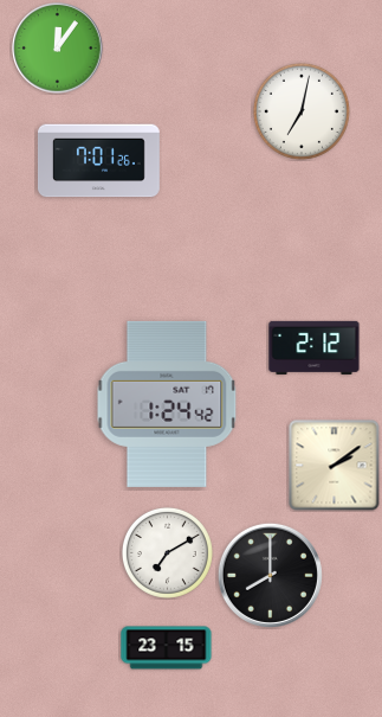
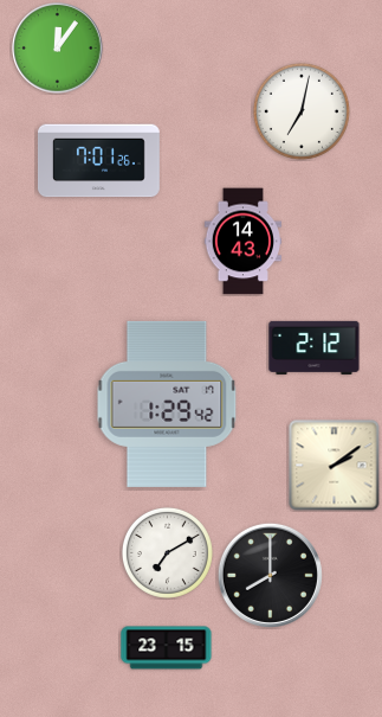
clock at (242, 242): none -> 14:43
clock at (167, 404): 1:24 -> 1:29
